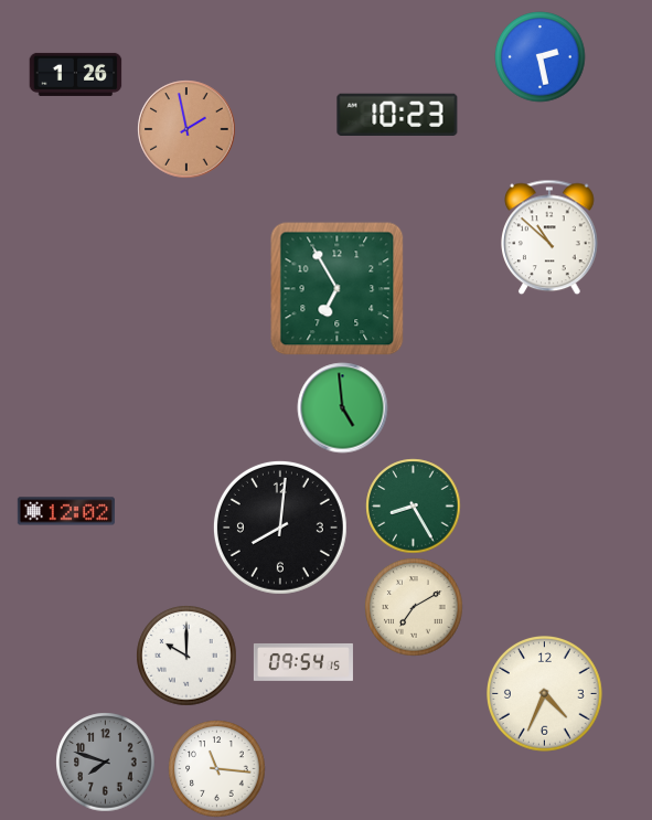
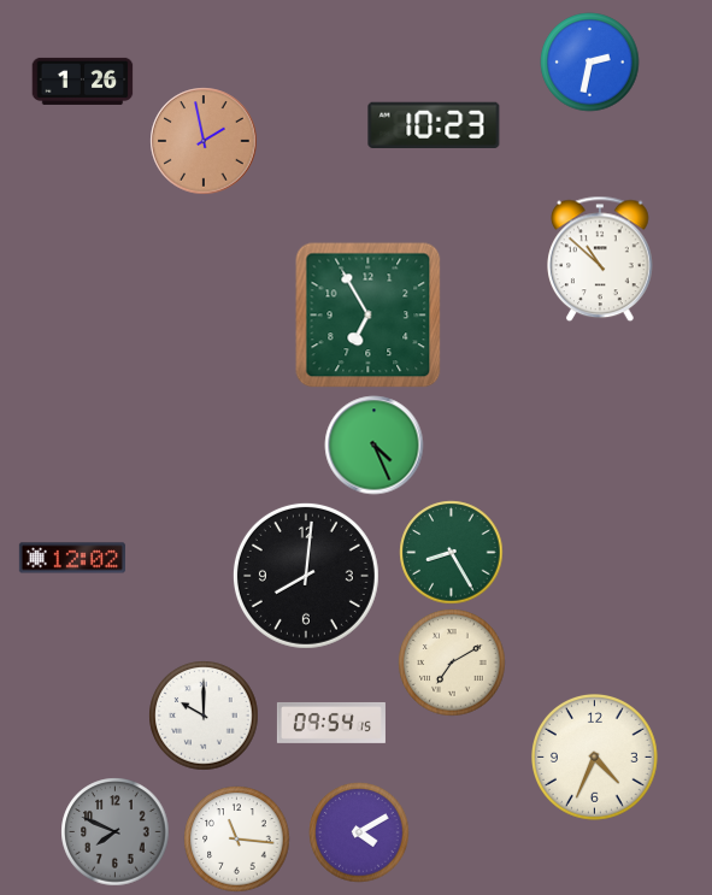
clock at (541, 57): 2:28 -> 2:32
clock at (343, 408): 4:59 -> 4:26
clock at (106, 763): 7:48 -> 7:49
clock at (359, 832): none -> 4:10
